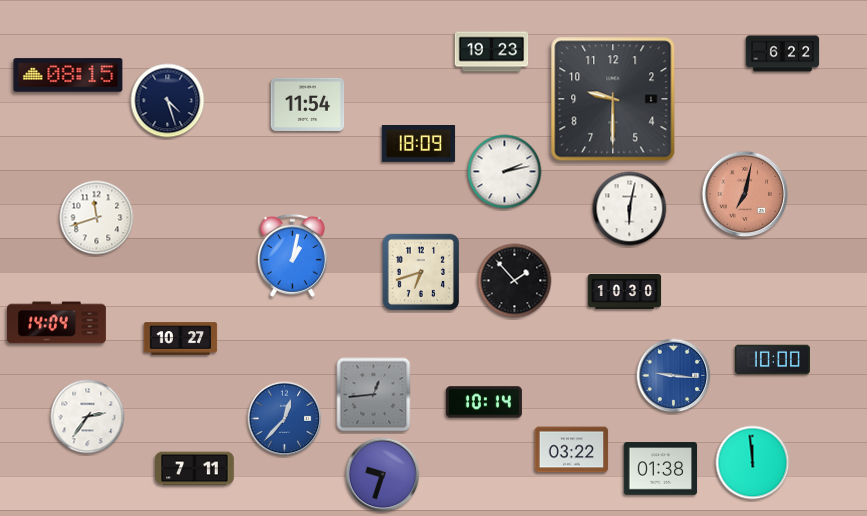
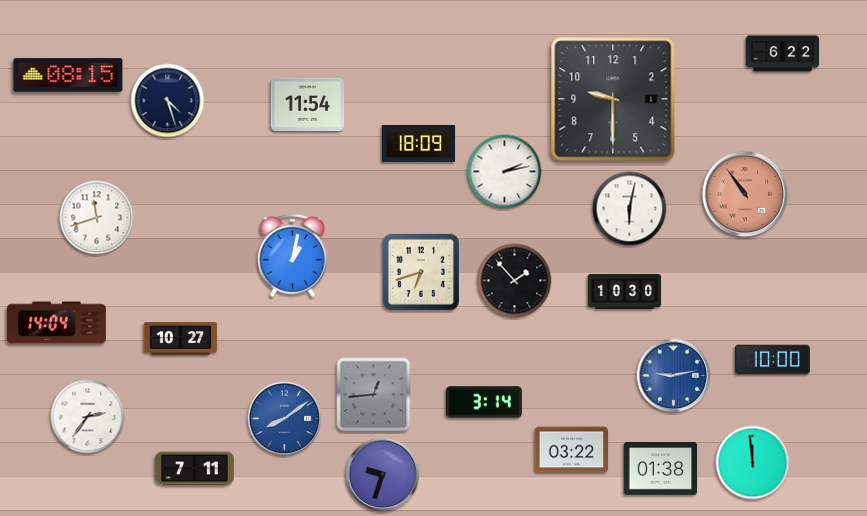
clock at (492, 52): 19:23 -> none
clock at (745, 194): 7:02 -> 10:54
clock at (674, 376): 9:16 -> 9:13
clock at (484, 402): 10:14 -> 3:14
clock at (285, 419): 12:37 -> 8:09
